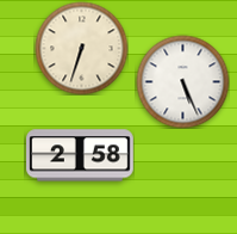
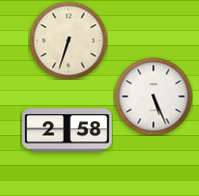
clock at (182, 81) position: (182, 81) -> (153, 96)
